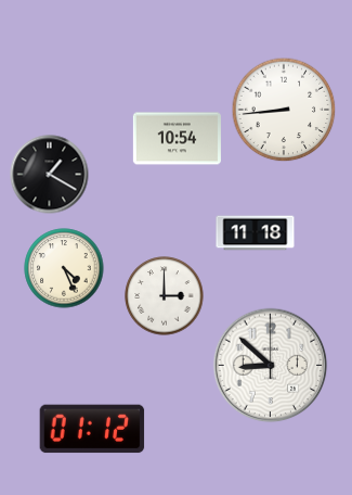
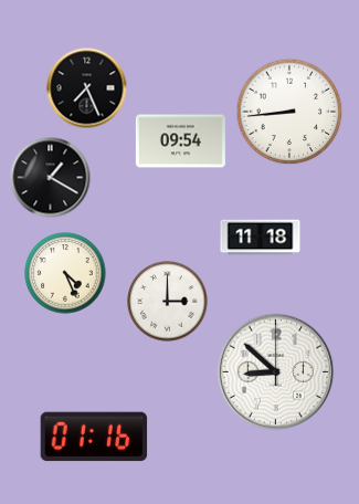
clock at (87, 88): none -> 7:26
clock at (177, 139): 10:54 -> 09:54
clock at (92, 429): 01:12 -> 01:16
